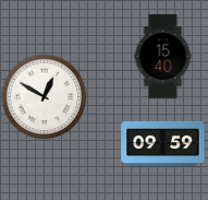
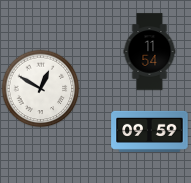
clock at (163, 57): 15:40 -> 11:54
